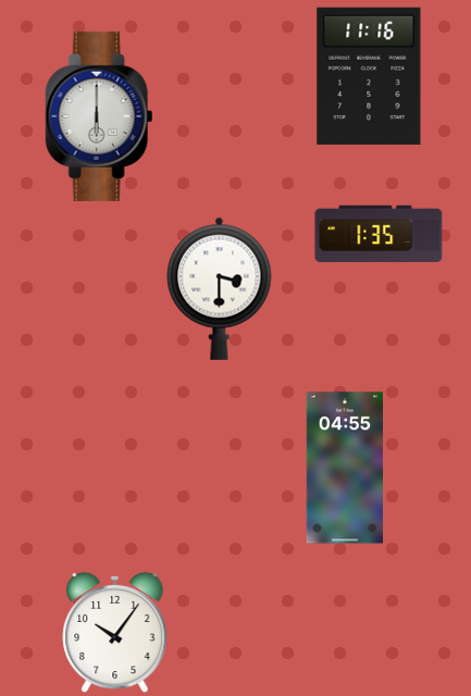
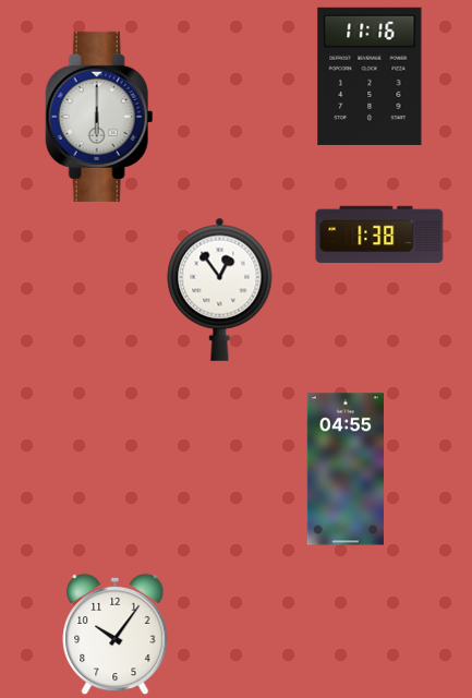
clock at (379, 234): 1:35 -> 1:38
clock at (220, 288): 3:30 -> 12:54
